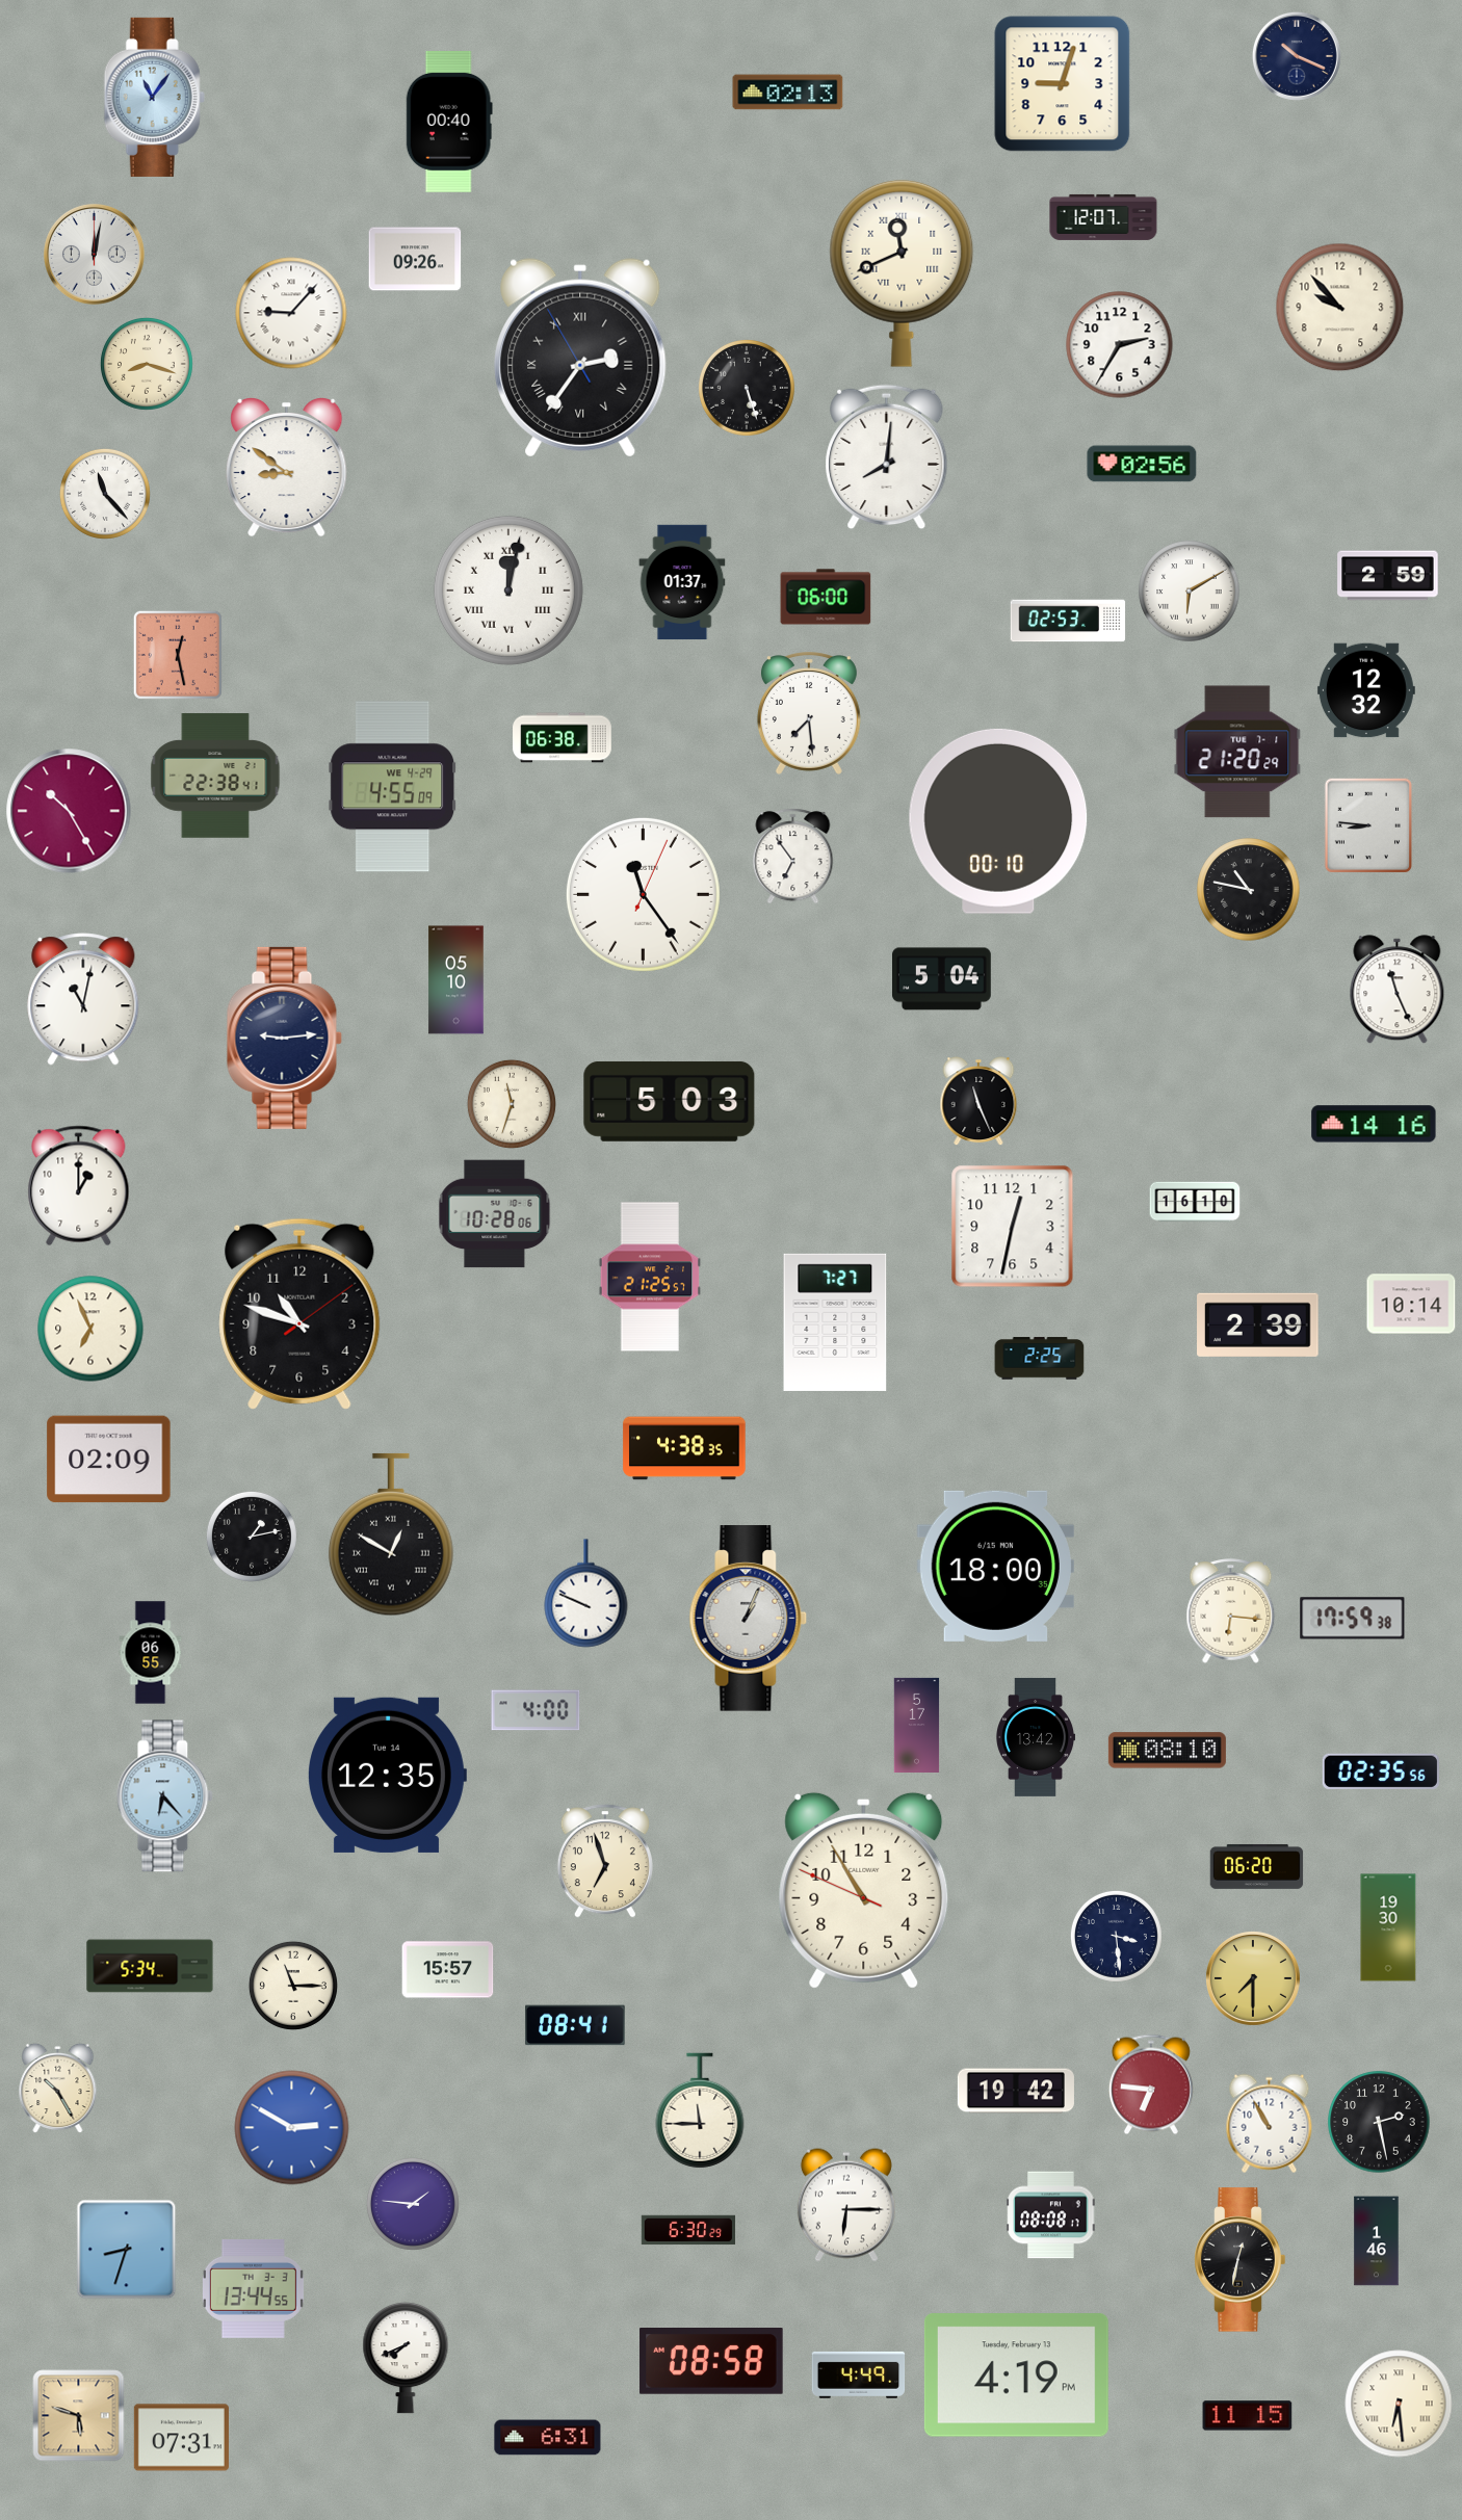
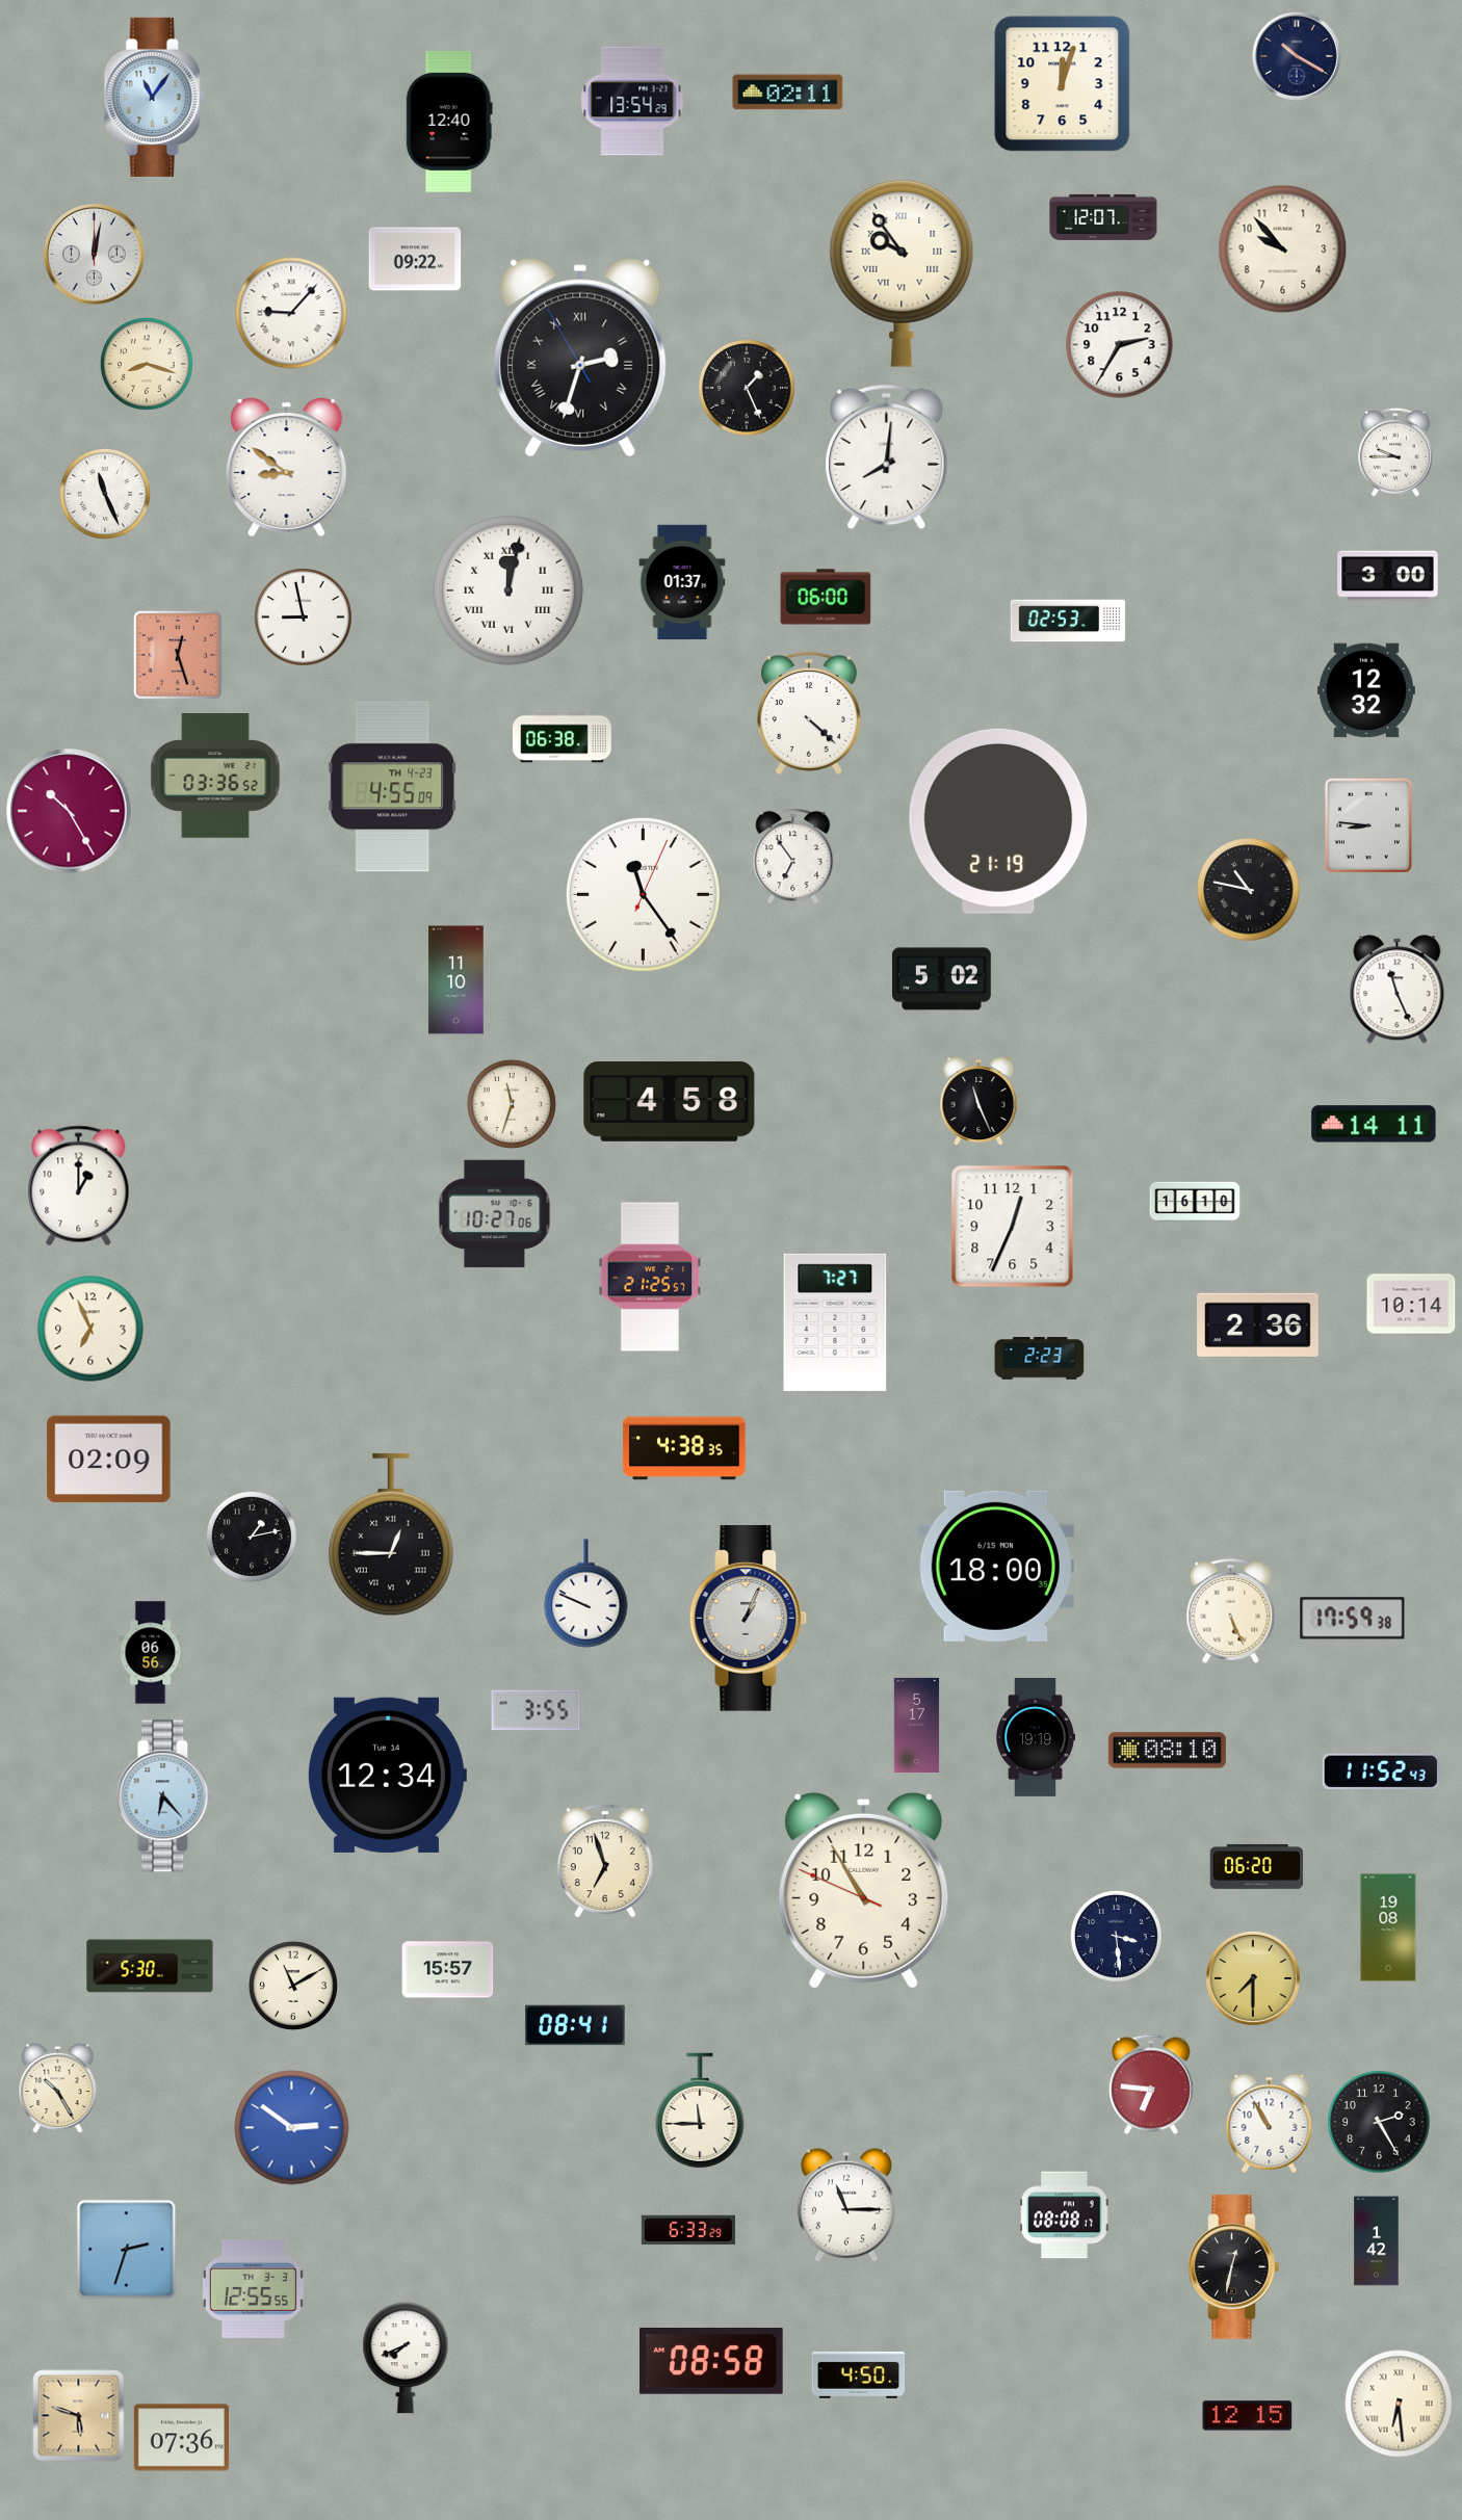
clock at (1297, 56): 10:19 -> 10:20
clock at (1063, 84): 9:03 -> 12:03
clock at (788, 93): 02:13 -> 02:11
clock at (632, 101): none -> 13:54
clock at (449, 122): 00:40 -> 12:40
clock at (415, 259): 09:26 -> 09:22
clock at (902, 273): 11:41 -> 9:54
clock at (1340, 308) position: (1340, 308) -> (1283, 250)
clock at (580, 358): 2:35 -> 2:32
clock at (747, 388): 5:27 -> 1:26
clock at (1395, 452): none -> 9:45
clock at (1142, 464): 02:56 -> none
clock at (105, 494): 11:23 -> 11:26
clock at (1388, 576): 2:59 -> 3:00
clock at (1190, 592): 6:10 -> none
clock at (304, 618): none -> 8:58
clock at (178, 655): 12:28 -> 12:27
clock at (809, 713): 7:29 -> 4:22
clock at (1237, 752): 21:20 -> none
clock at (215, 776): 22:38 -> 03:36
clock at (393, 787) date: WE 4-29 -> TH 4-23
clock at (998, 821): 00:10 -> 21:19
clock at (942, 979): 5:04 -> 5:02
clock at (456, 980): 05:10 -> 11:10
clock at (83, 999): 11:02 -> none
clock at (284, 1038): 9:14 -> none
clock at (670, 1101): 5:03 -> 4:58
clock at (1374, 1124): 14:16 -> 14:11
clock at (495, 1214): 10:28 -> 10:27
clock at (1013, 1227): 12:32 -> 12:34
clock at (299, 1314): 10:48 -> none
clock at (1258, 1324): 2:39 -> 2:36
clock at (1040, 1359): 2:25 -> 2:23
clock at (392, 1534): 12:50 -> 12:45
clock at (1231, 1611): 6:16 -> 5:26
clock at (151, 1653): 06:55 -> 06:56
clock at (536, 1710): 4:00 -> 3:55
clock at (1036, 1737): 13:42 -> 19:19
clock at (1381, 1771): 02:35 -> 11:52
clock at (388, 1775): 12:35 -> 12:34
clock at (1388, 1927): 19:30 -> 19:08
clock at (150, 1966): 5:34 -> 5:30
clock at (293, 1986): 11:15 -> 11:10
clock at (1016, 2091): 19:42 -> none
clock at (1379, 2122): 2:28 -> 2:25
clock at (292, 2128): 2:50 -> 2:51
clock at (413, 2204): 1:46 -> none
clock at (846, 2205): 6:15 -> 11:15
clock at (1051, 2215) position: (1051, 2215) -> (1065, 2215)
clock at (688, 2230): 6:30 -> 6:33
clock at (1377, 2241): 1:46 -> 1:42
clock at (127, 2250): 8:33 -> 2:33
clock at (1241, 2260) position: (1241, 2260) -> (1234, 2267)
clock at (253, 2288): 13:44 -> 12:55
clock at (859, 2374): 4:49 -> 4:50
clock at (1016, 2375): 4:19 -> none
clock at (1248, 2416): 11:15 -> 12:15
clock at (181, 2438): 07:31 -> 07:36
clock at (548, 2438): 6:31 -> none
